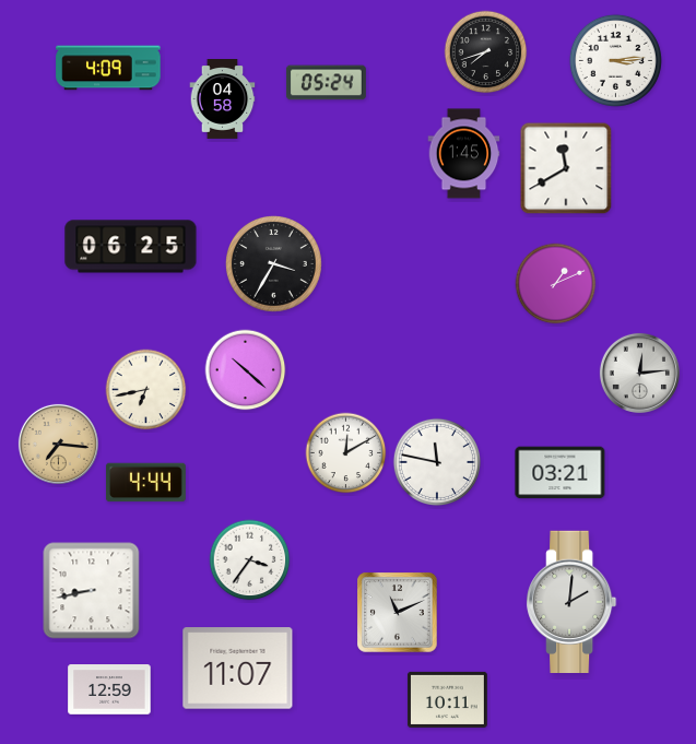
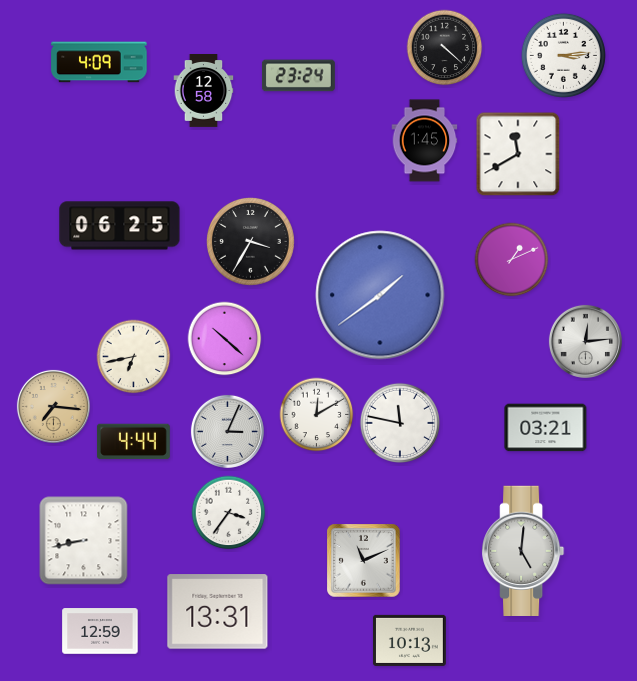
clock at (486, 52): 7:42 -> 4:22
clock at (326, 83): 05:24 -> 23:24
clock at (223, 99): 04:58 -> 12:58
clock at (556, 284) position: (556, 284) -> (512, 260)
clock at (380, 295): none -> 1:39
clock at (227, 431): none -> 3:04
clock at (561, 473) position: (561, 473) -> (546, 428)
clock at (571, 601): 2:01 -> 5:01
clock at (238, 669): 11:07 -> 13:31
clock at (447, 699): 10:11 -> 10:13
